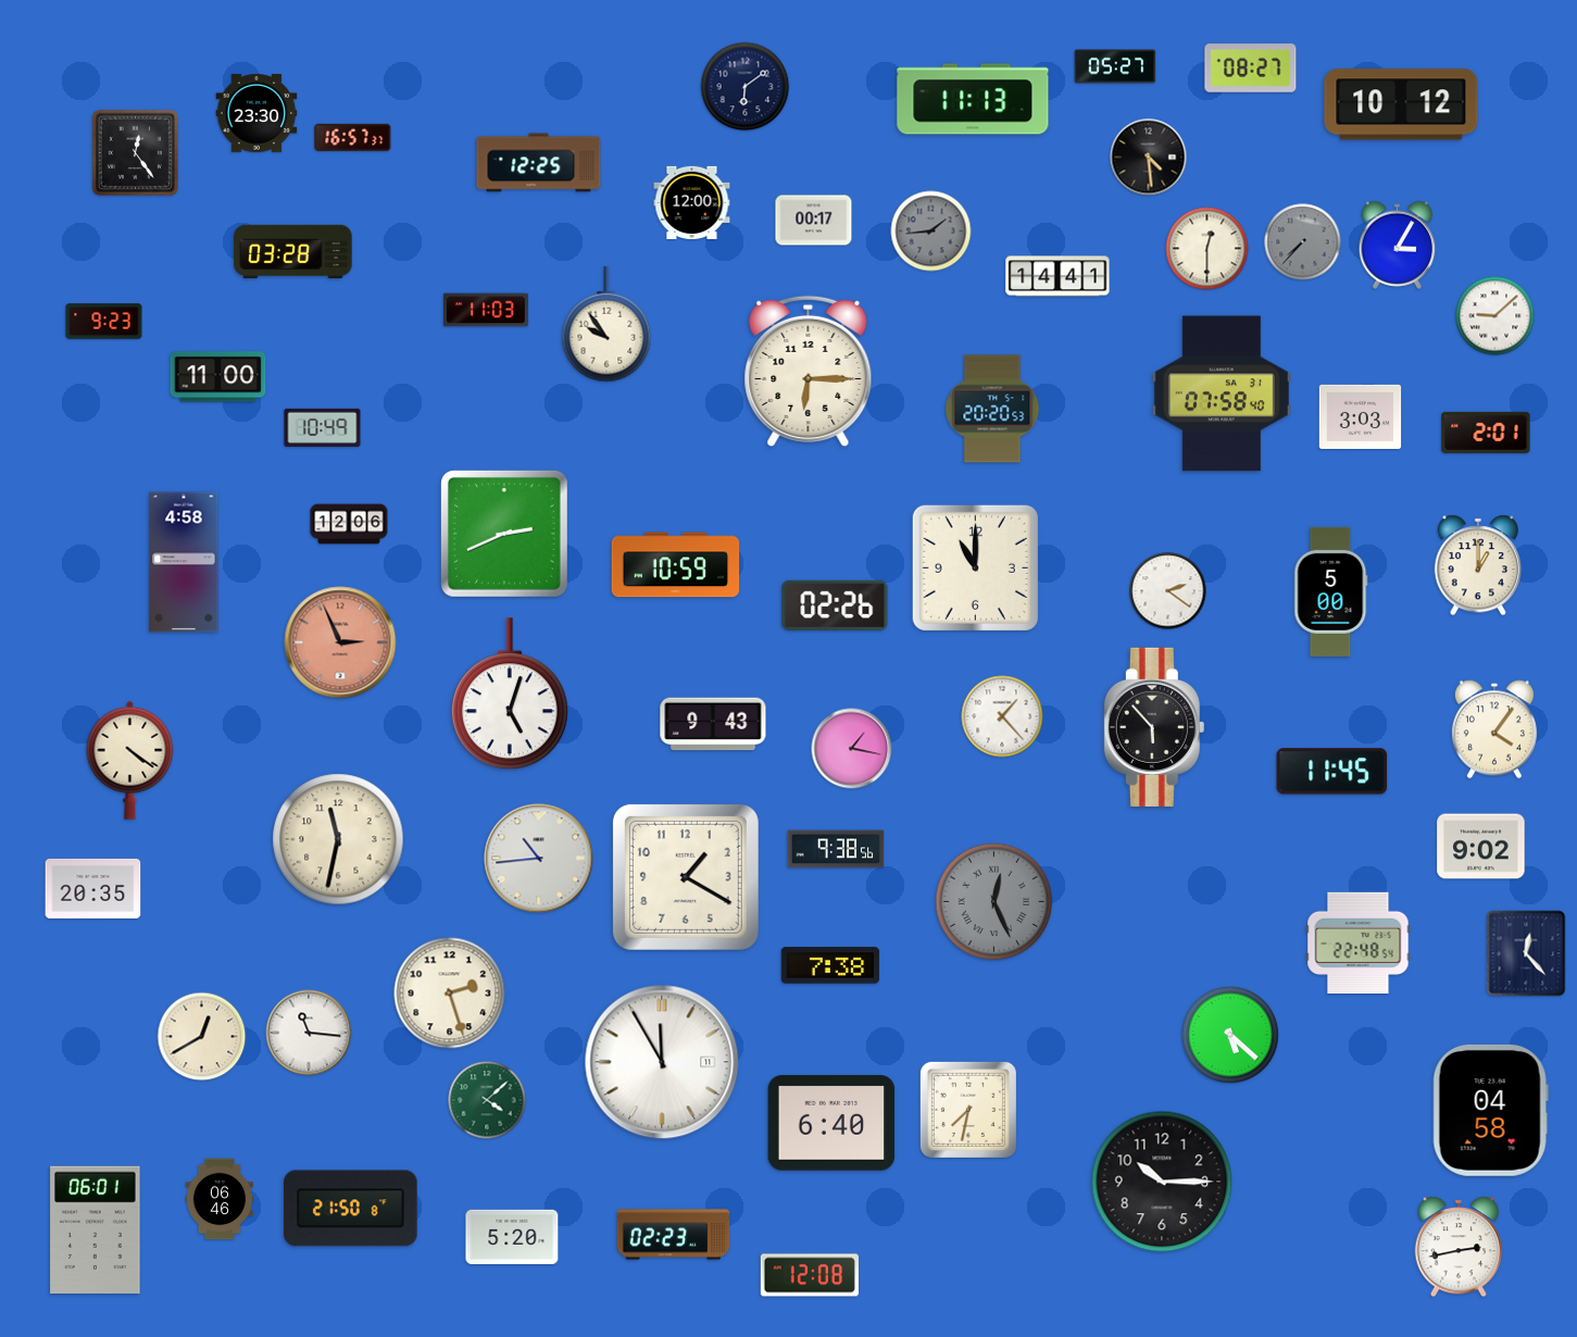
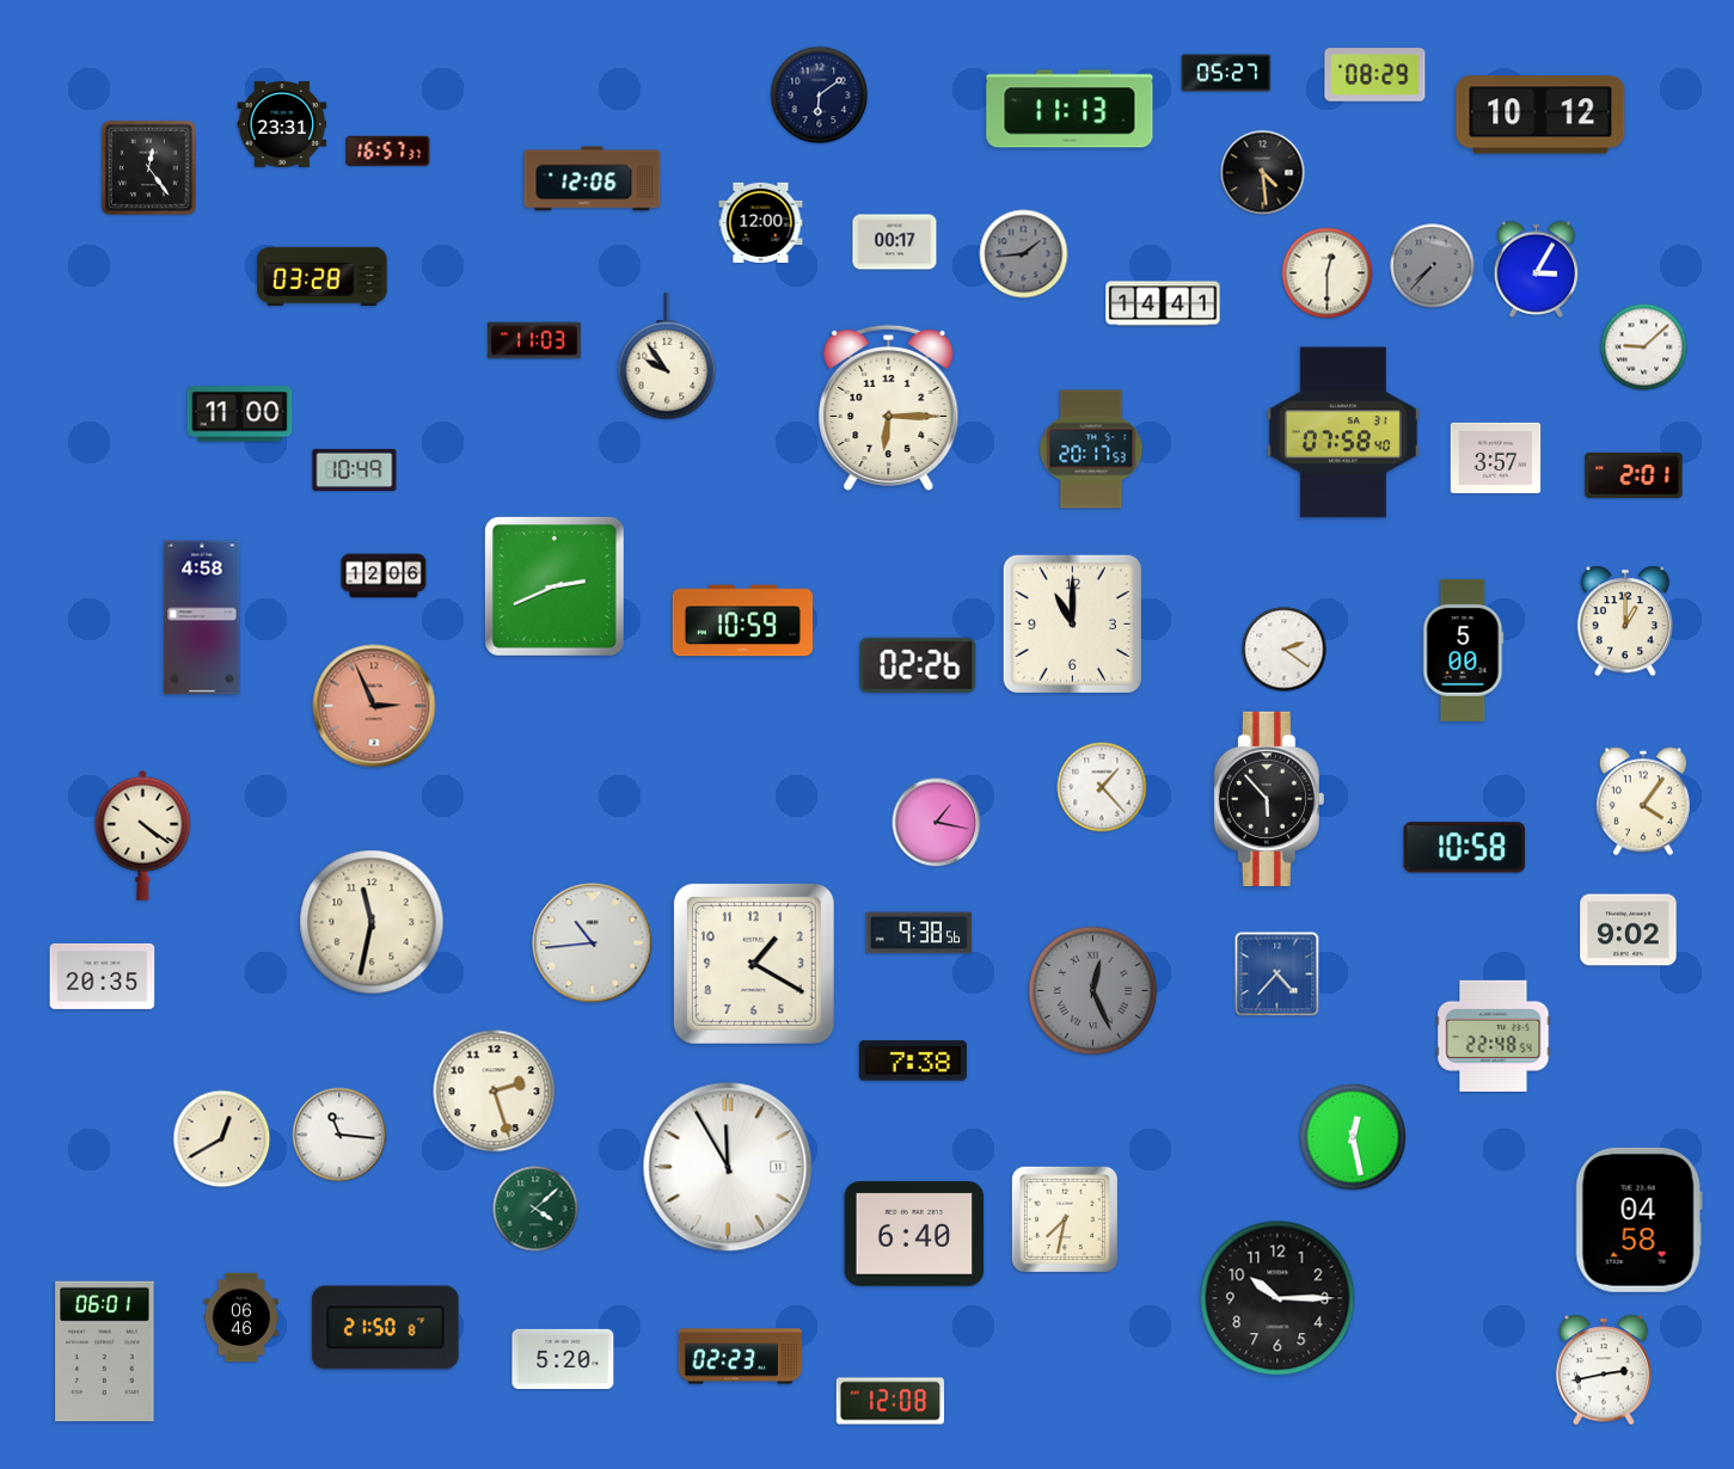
clock at (1251, 68): 08:27 -> 08:29
clock at (256, 114): 23:30 -> 23:31
clock at (539, 163): 12:25 -> 12:06
clock at (104, 322): 9:23 -> none
clock at (992, 409): 20:20 -> 20:17
clock at (1361, 416): 3:03 -> 3:57
clock at (510, 695): 5:03 -> none
clock at (713, 724): 9:43 -> none
clock at (1332, 772): 11:45 -> 10:58
clock at (1277, 975): none -> 4:37
clock at (1526, 953): 12:23 -> none
clock at (1230, 1035): 5:22 -> 12:28
